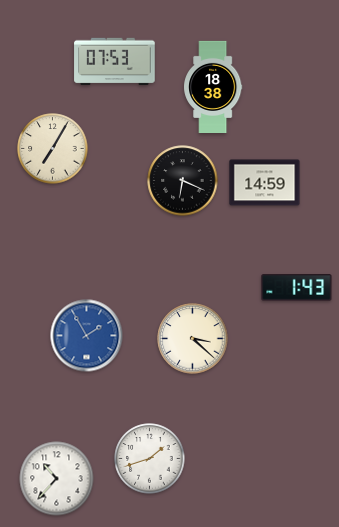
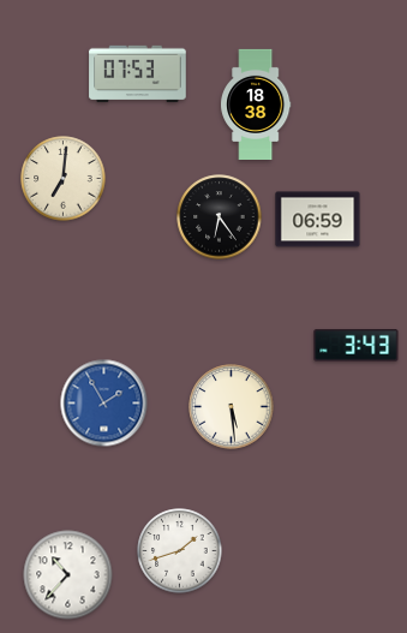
clock at (53, 149): 7:05 -> 7:01
clock at (183, 181): 6:19 -> 6:24
clock at (265, 183): 14:59 -> 06:59
clock at (297, 288): 1:43 -> 3:43
clock at (193, 339): 3:22 -> 5:29
